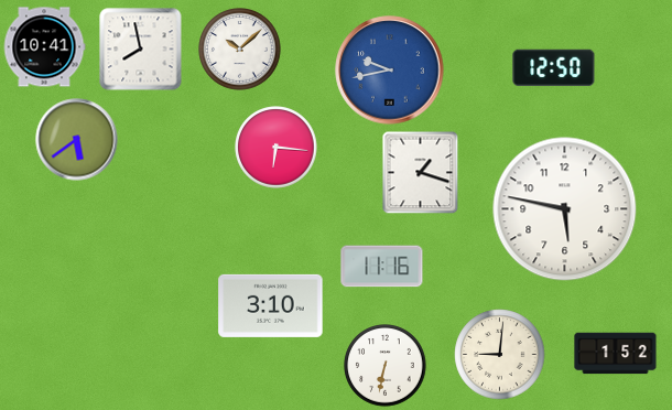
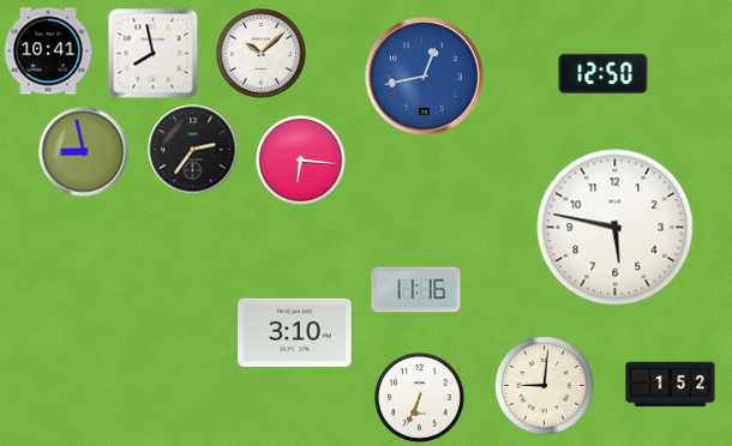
clock at (390, 71): 9:43 -> 12:43
clock at (193, 150): none -> 2:36
clock at (77, 140): 5:39 -> 8:58
clock at (421, 173): 1:18 -> none
clock at (386, 366): 6:32 -> 6:34
